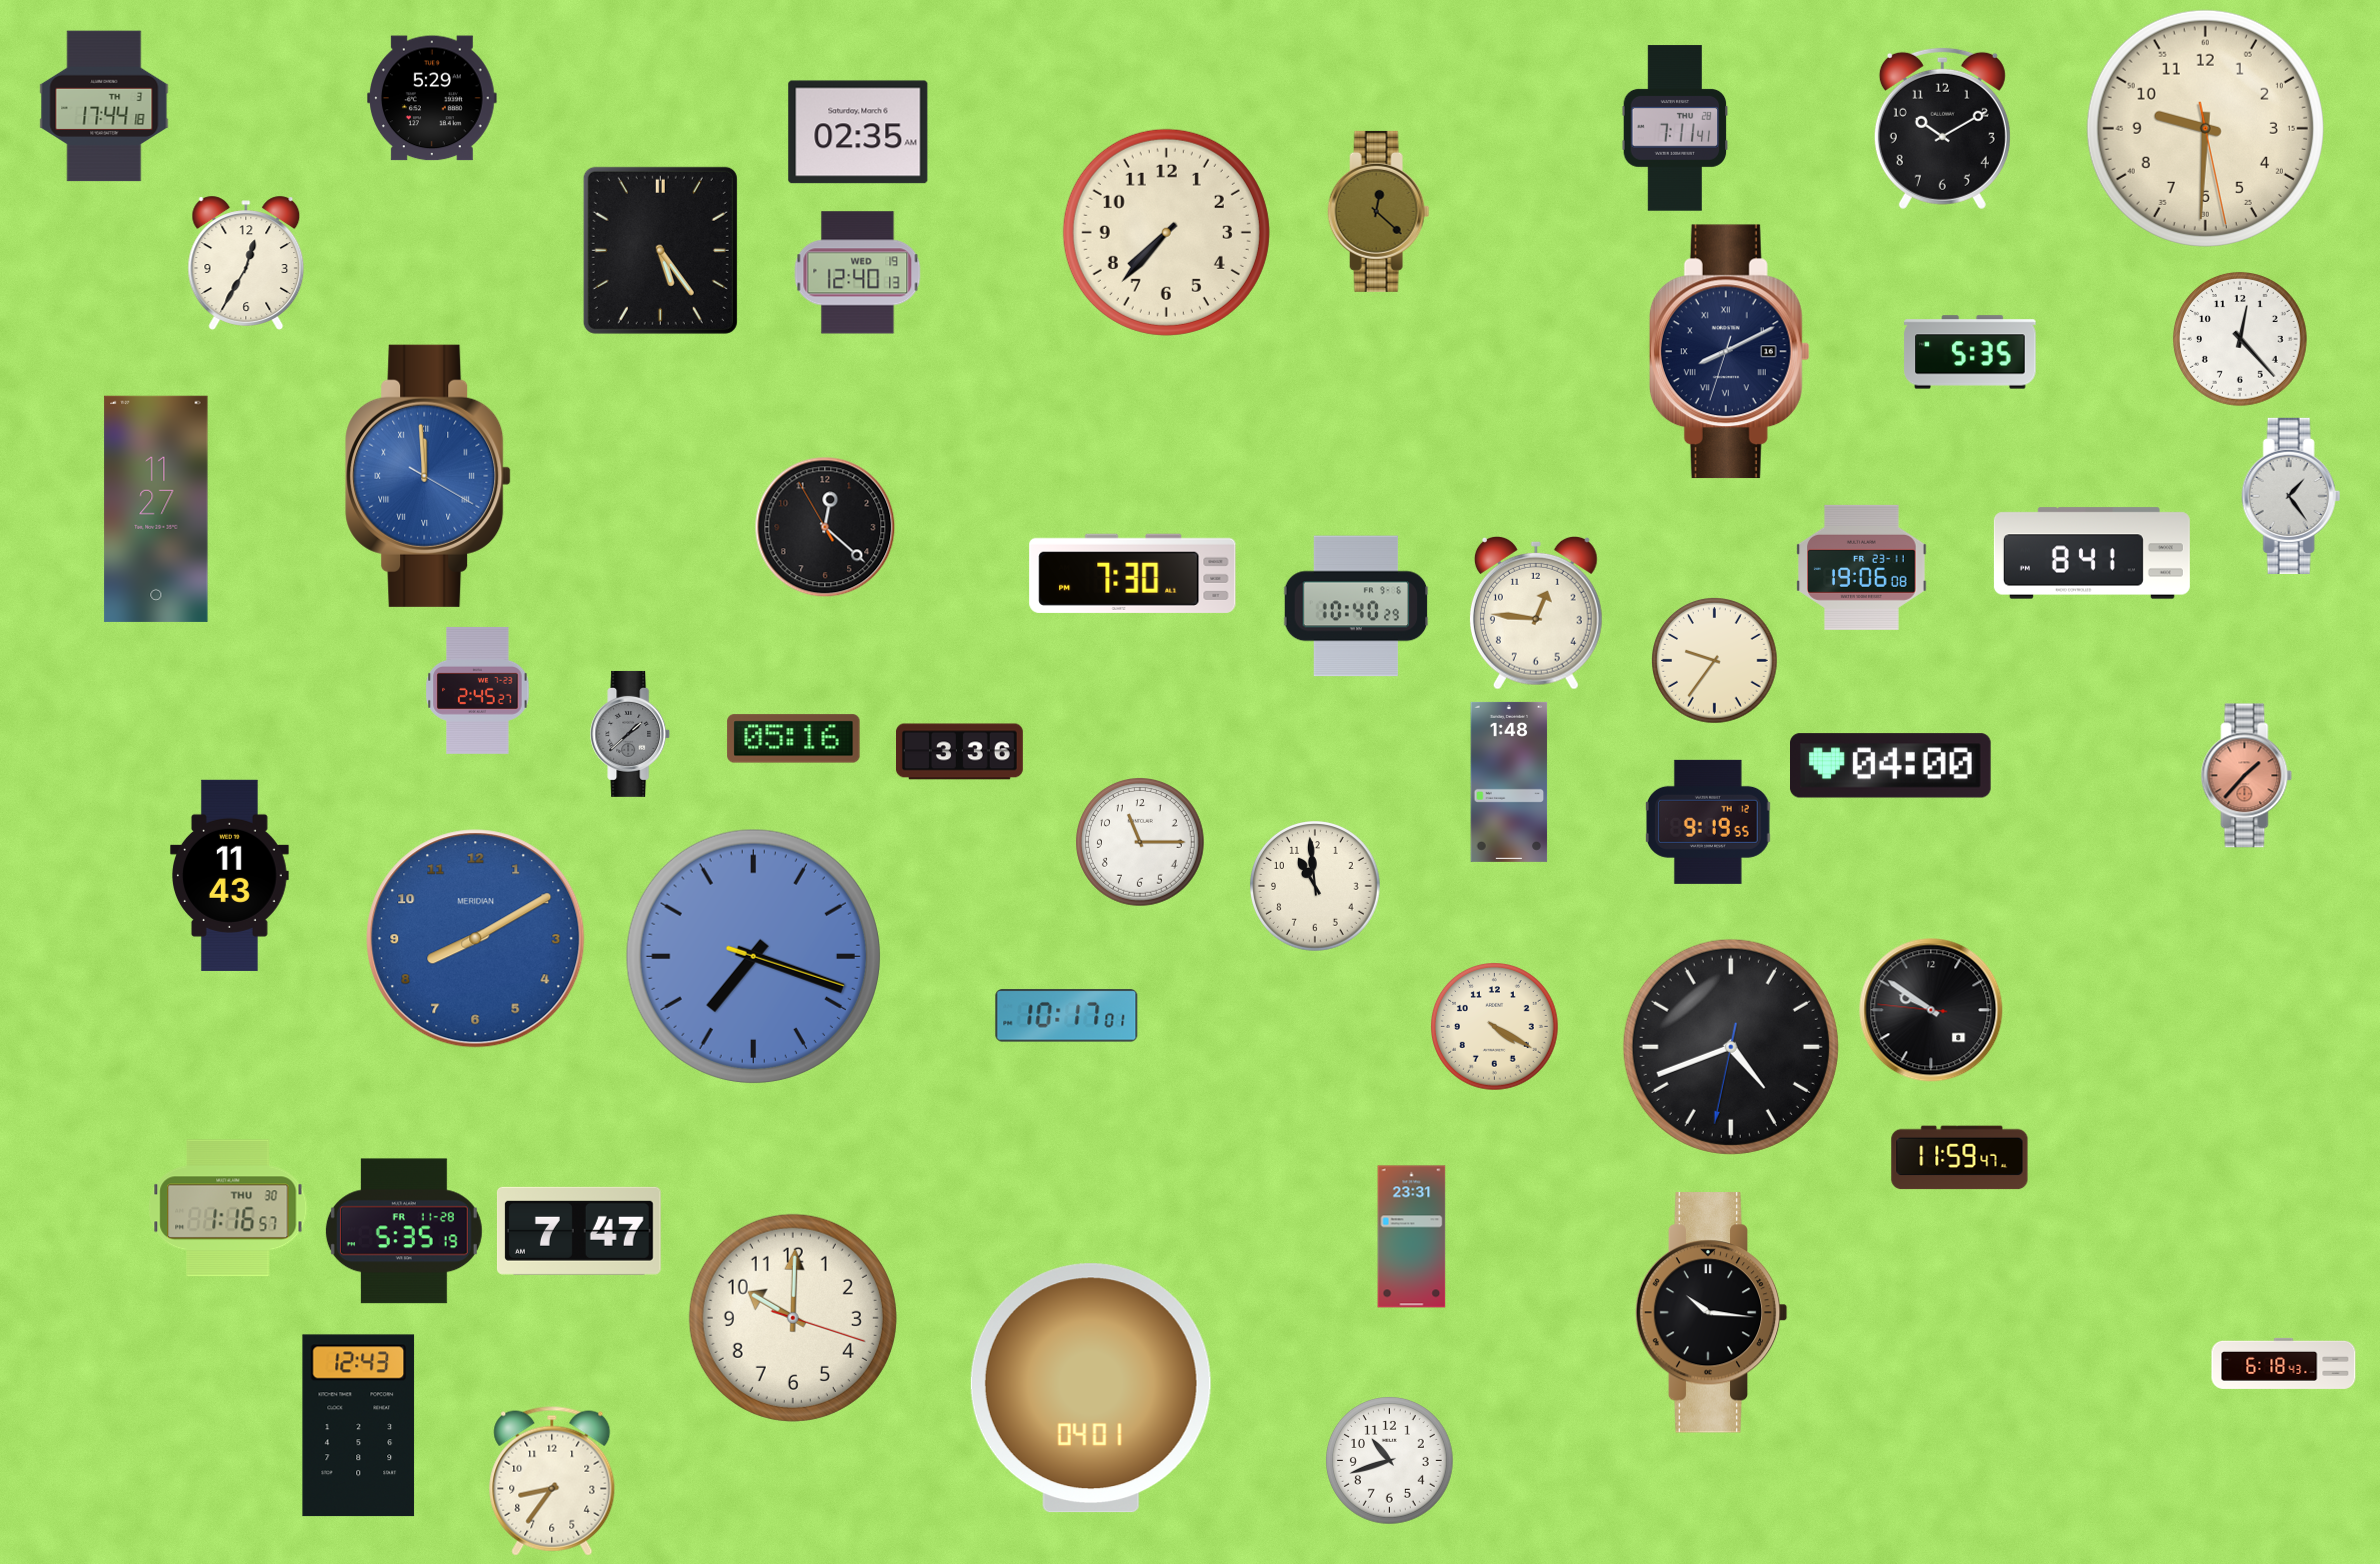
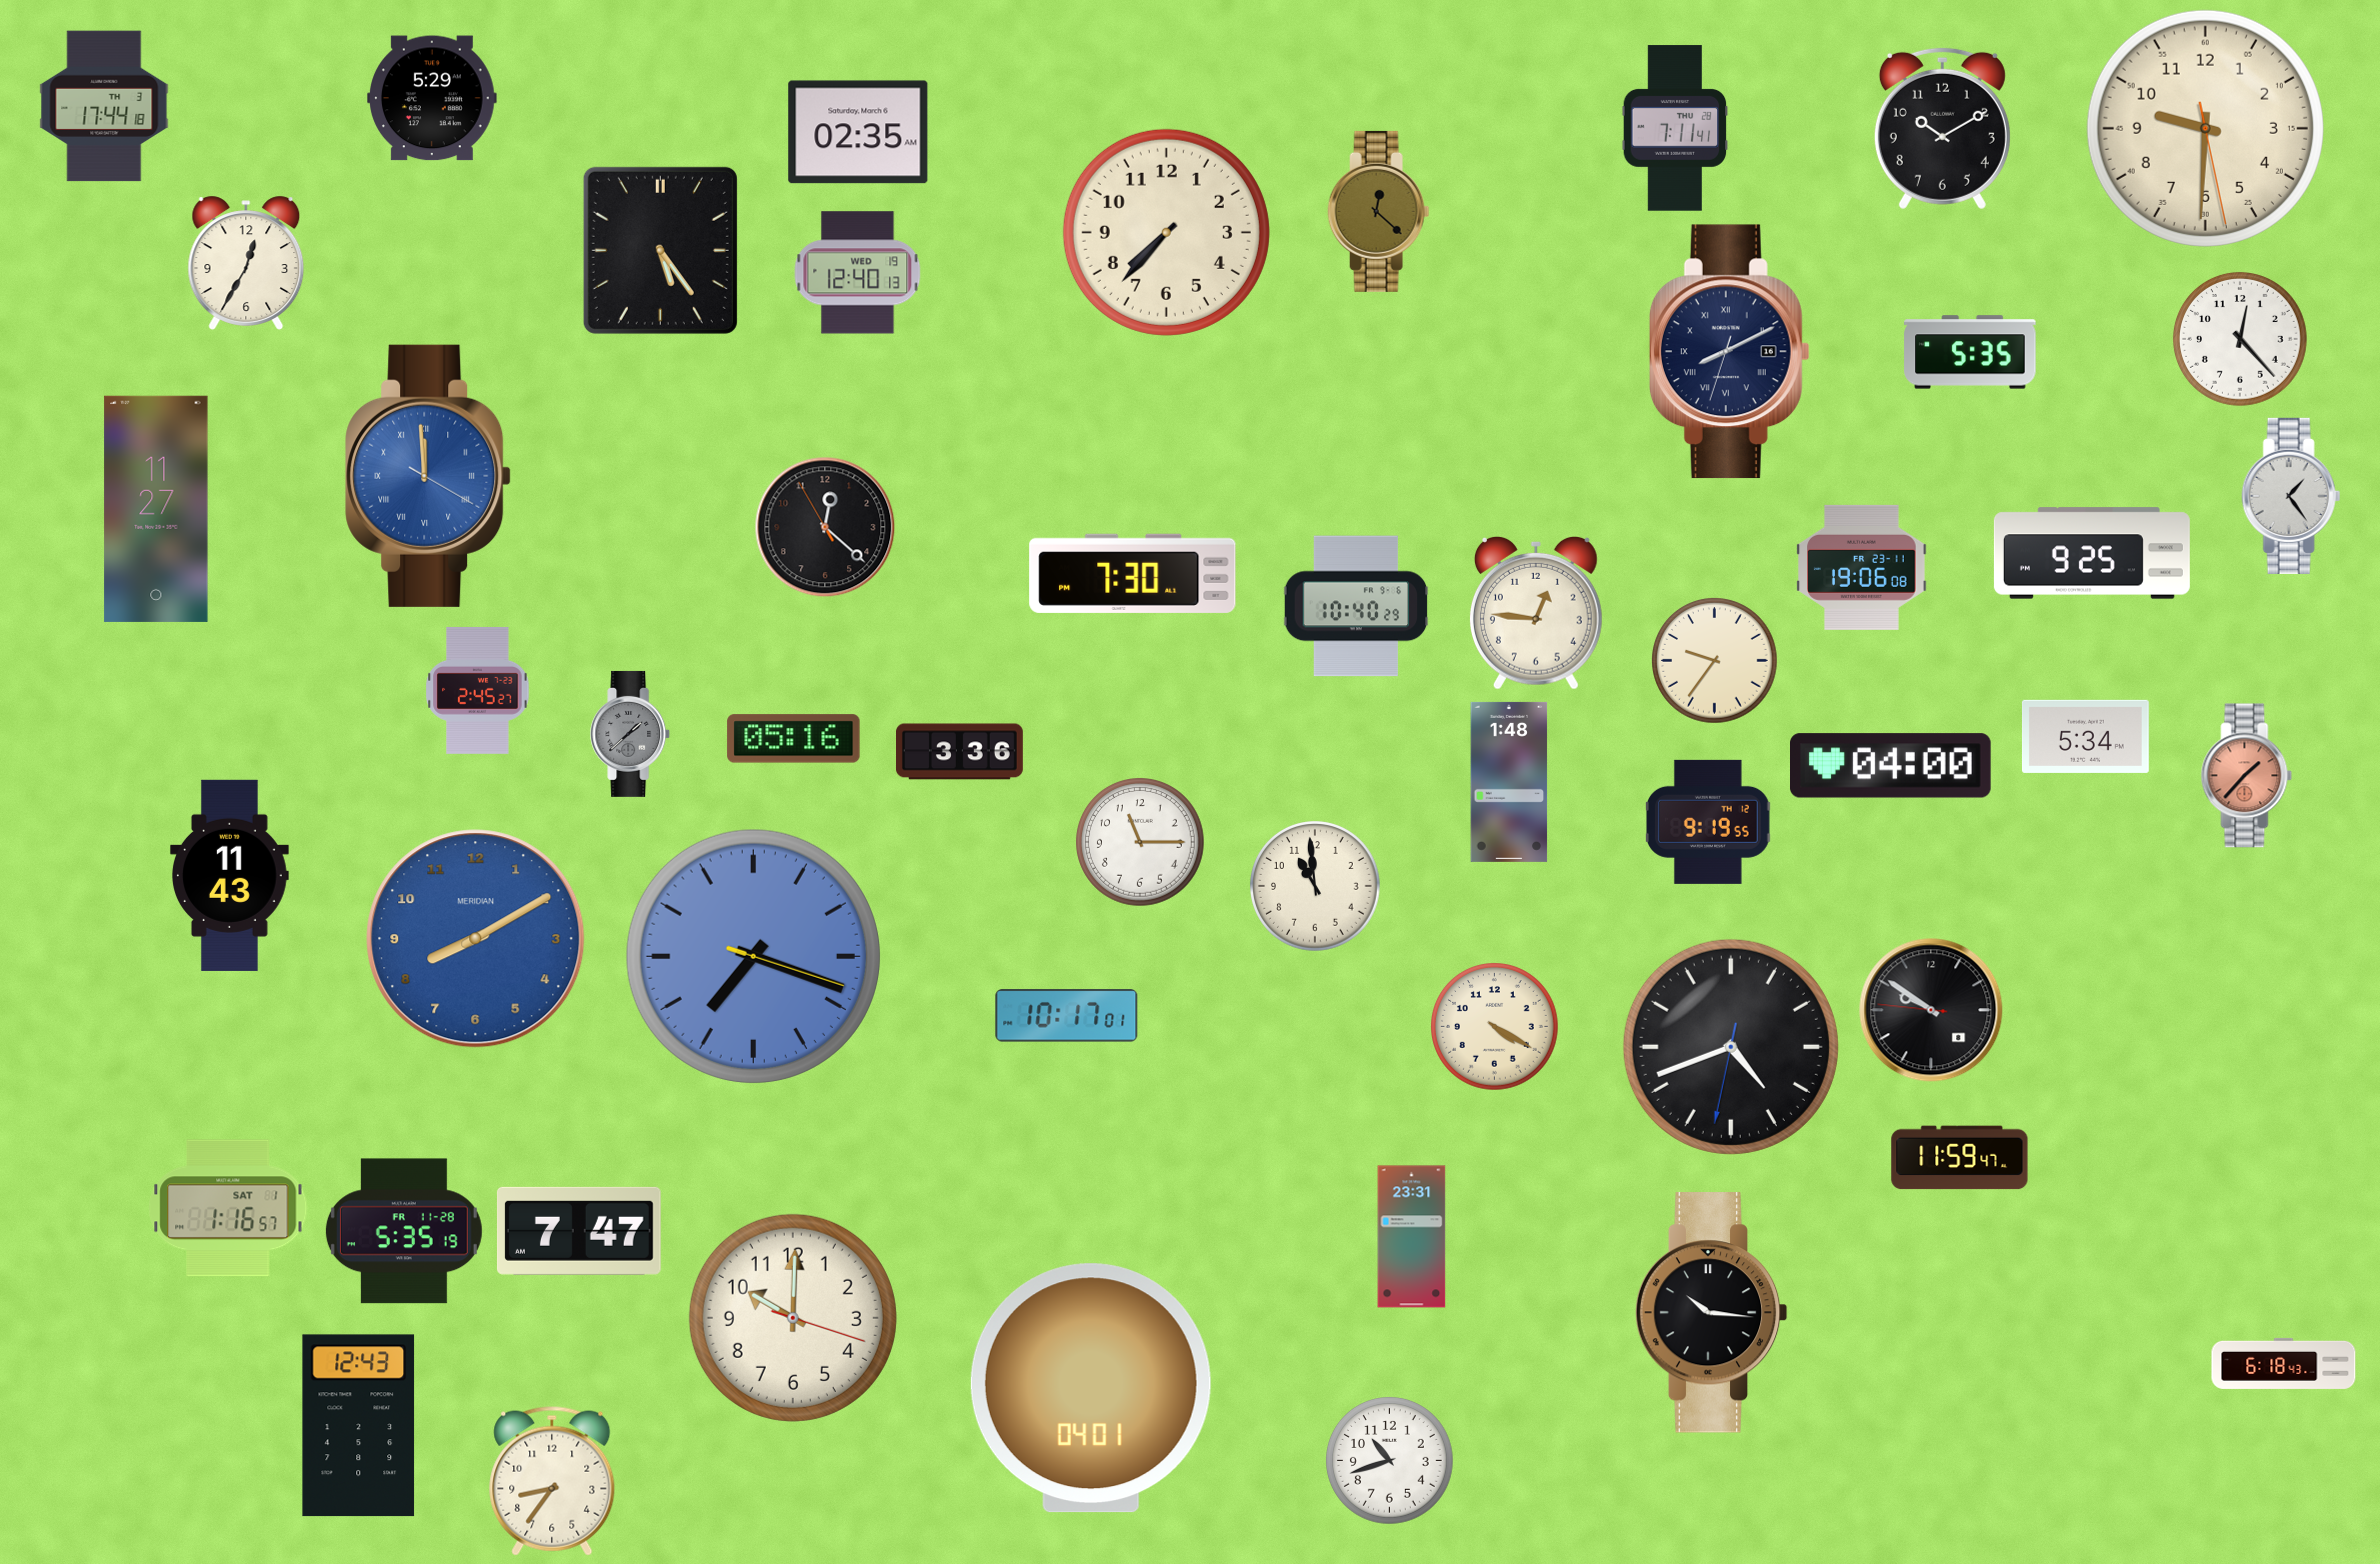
clock at (2092, 553): 8:41 -> 9:25
clock at (2085, 736): none -> 5:34
clock at (228, 1208) date: THU 30 -> SAT 1
